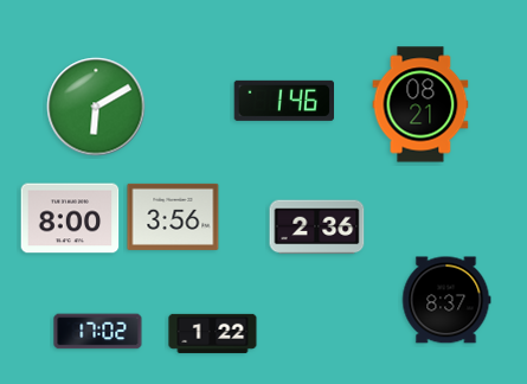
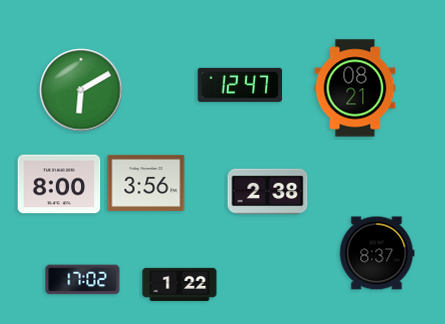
clock at (284, 101): 1:46 -> 12:47
clock at (317, 228): 2:36 -> 2:38
clock at (213, 333) position: (213, 333) -> (180, 284)
